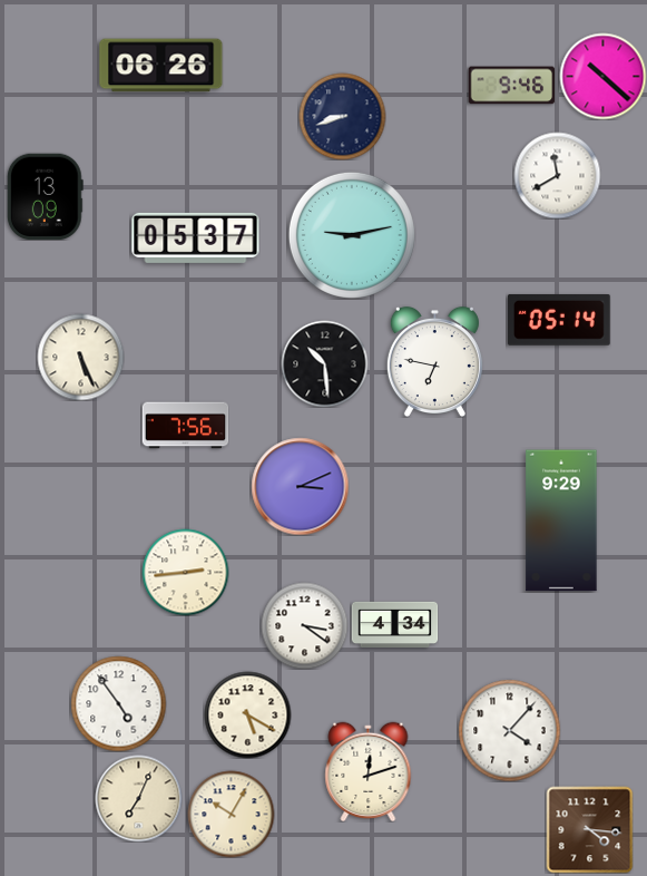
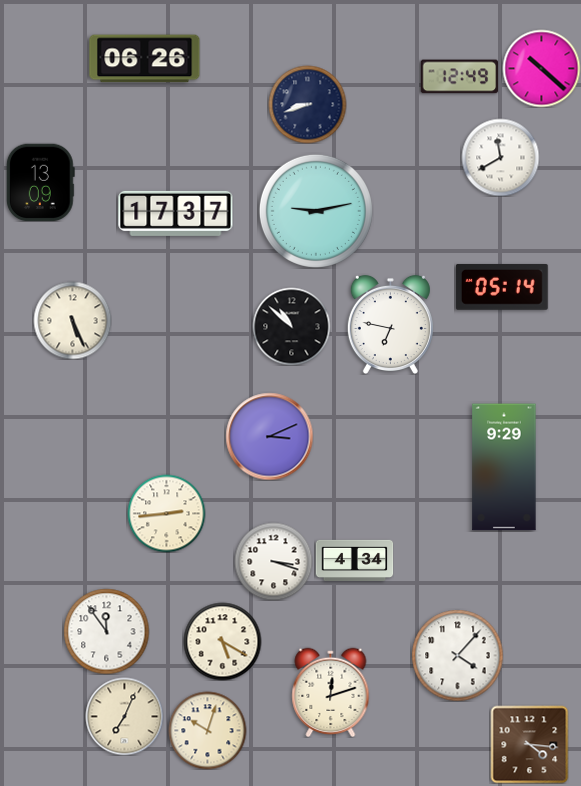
clock at (511, 86): 9:46 -> 12:49
clock at (45, 196) position: (45, 196) -> (40, 182)
clock at (196, 237): 05:37 -> 17:37
clock at (324, 363): 10:29 -> 10:52
clock at (185, 426): 7:56 -> none
clock at (304, 625): 3:21 -> 3:18
clock at (118, 703): 4:54 -> 11:54
clock at (231, 814): 10:05 -> 10:03
